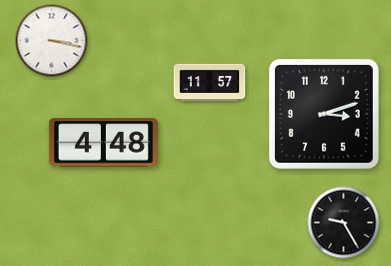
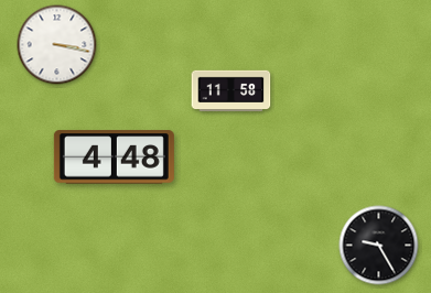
clock at (210, 83): 11:57 -> 11:58
clock at (324, 114): 3:12 -> none
